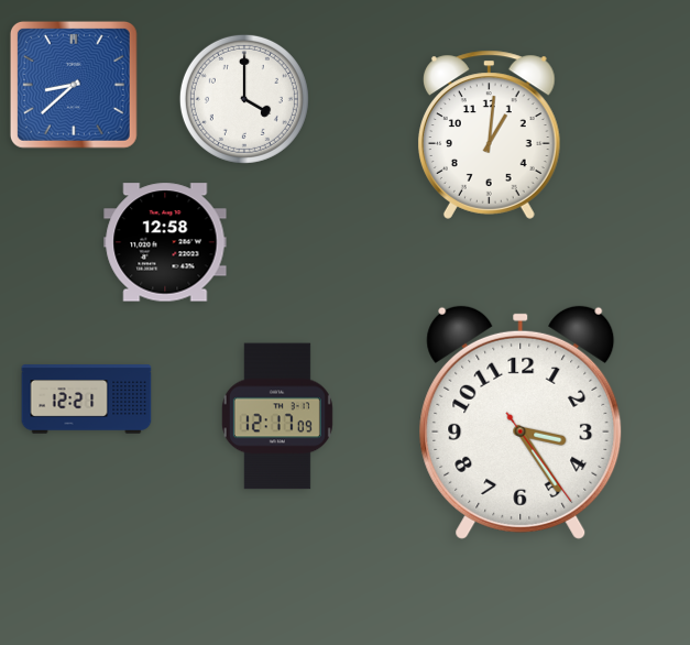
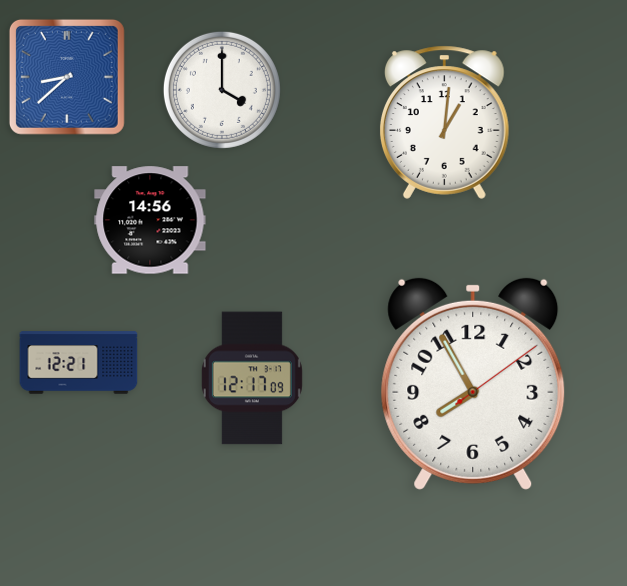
clock at (165, 242): 12:58 -> 14:56
clock at (521, 423): 3:24 -> 7:55
